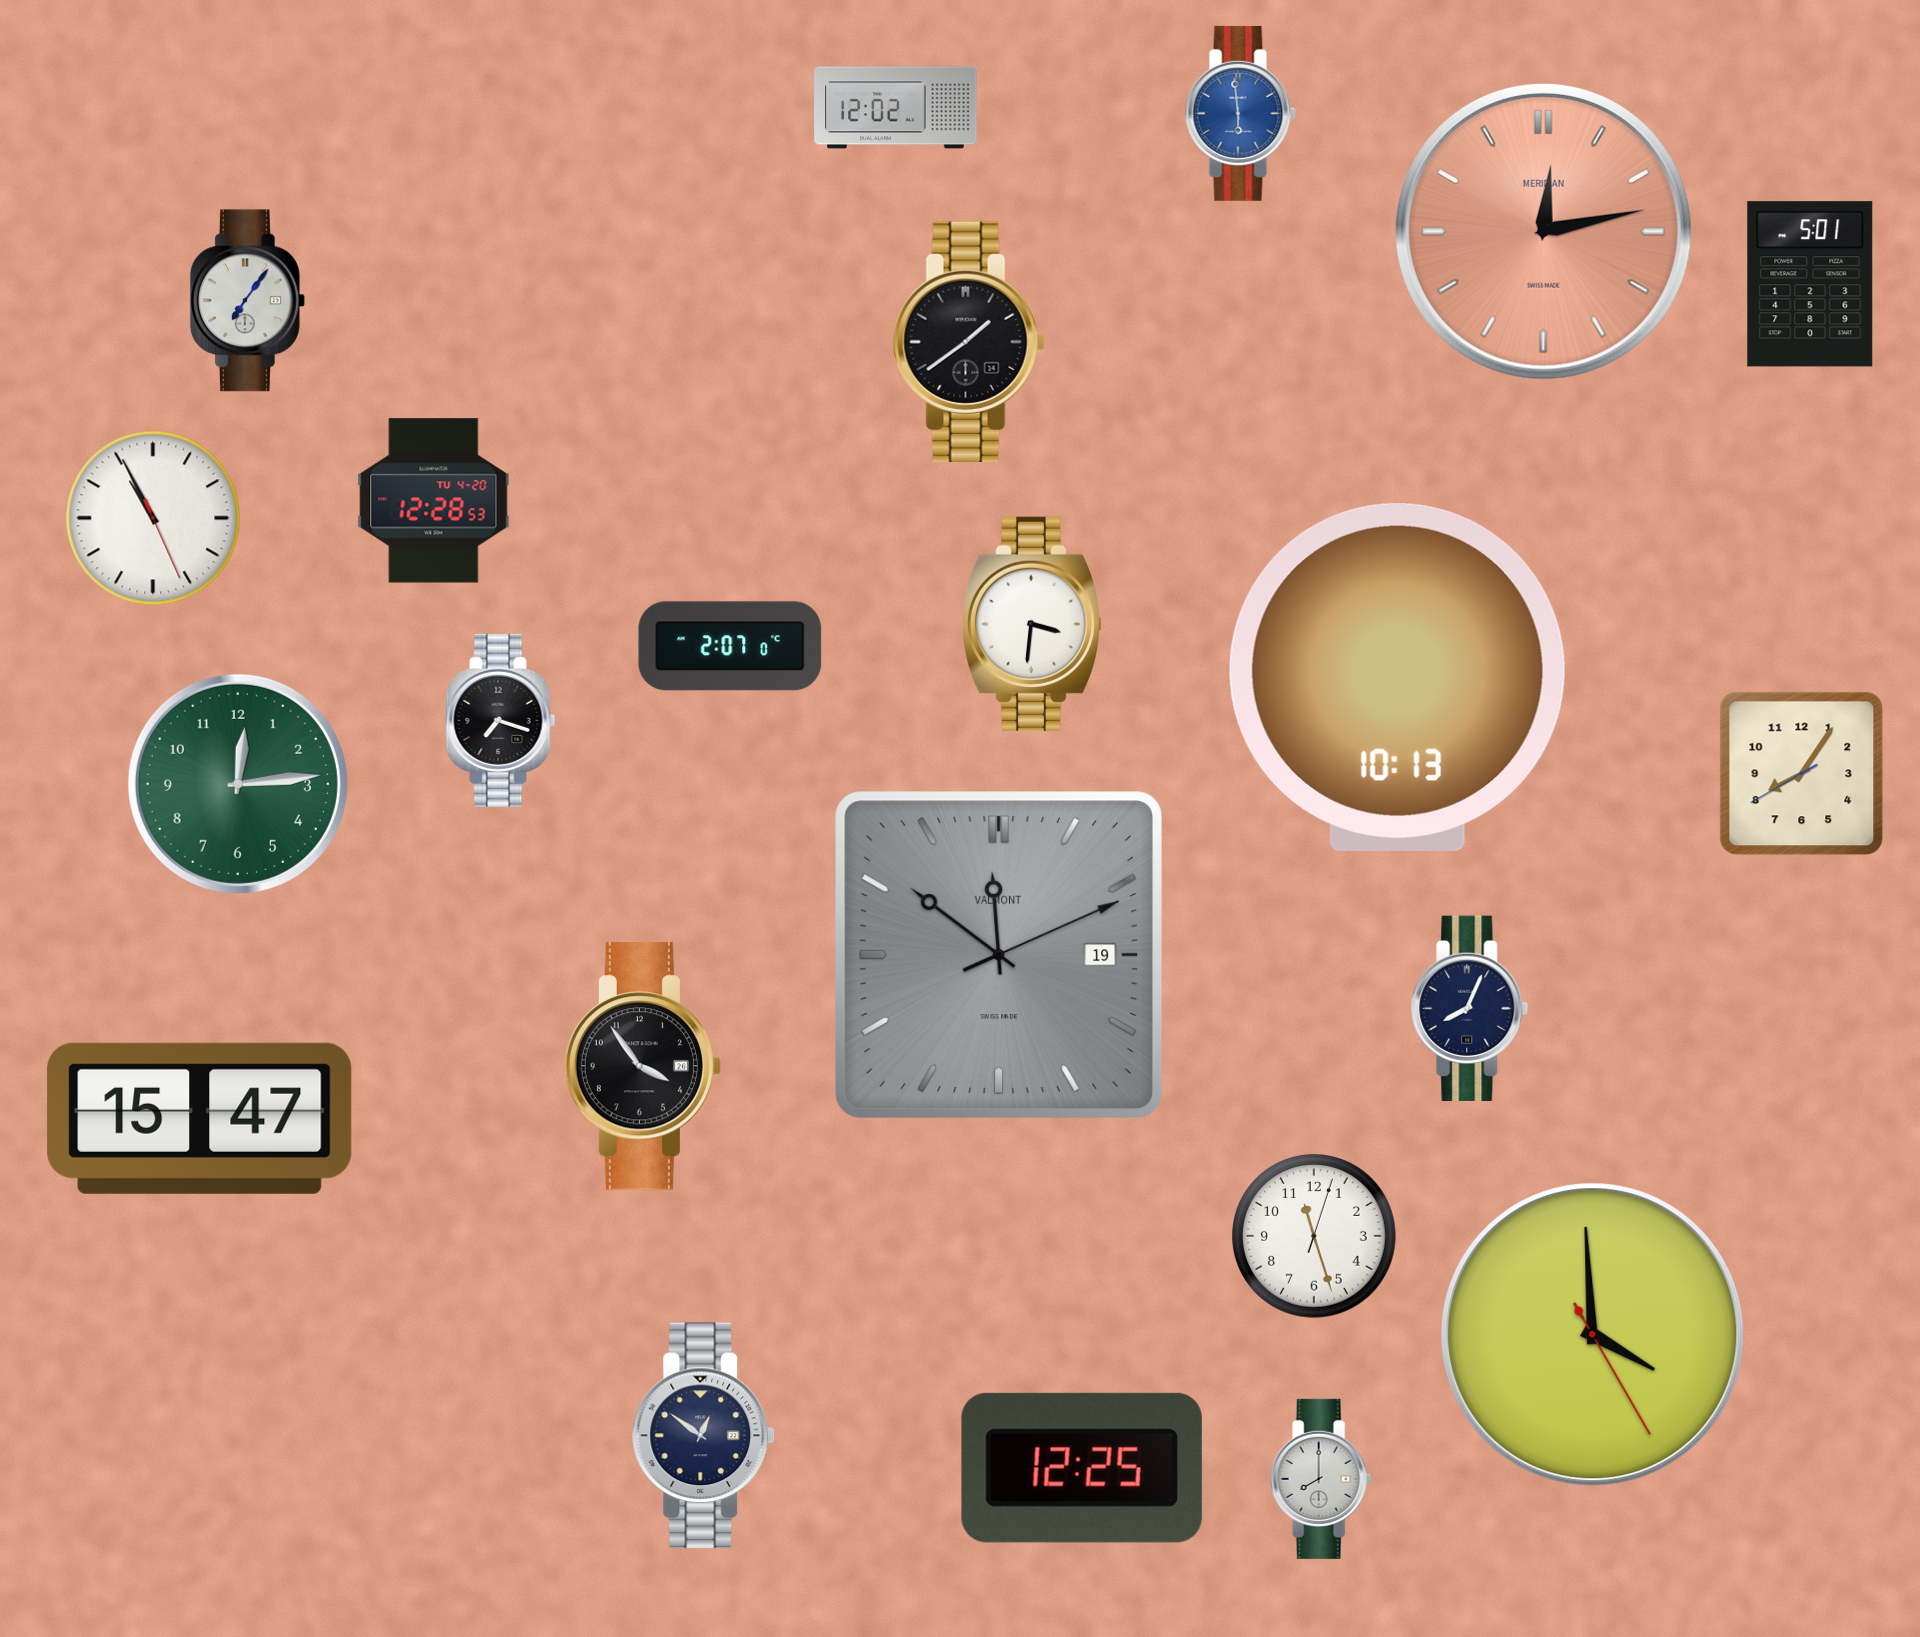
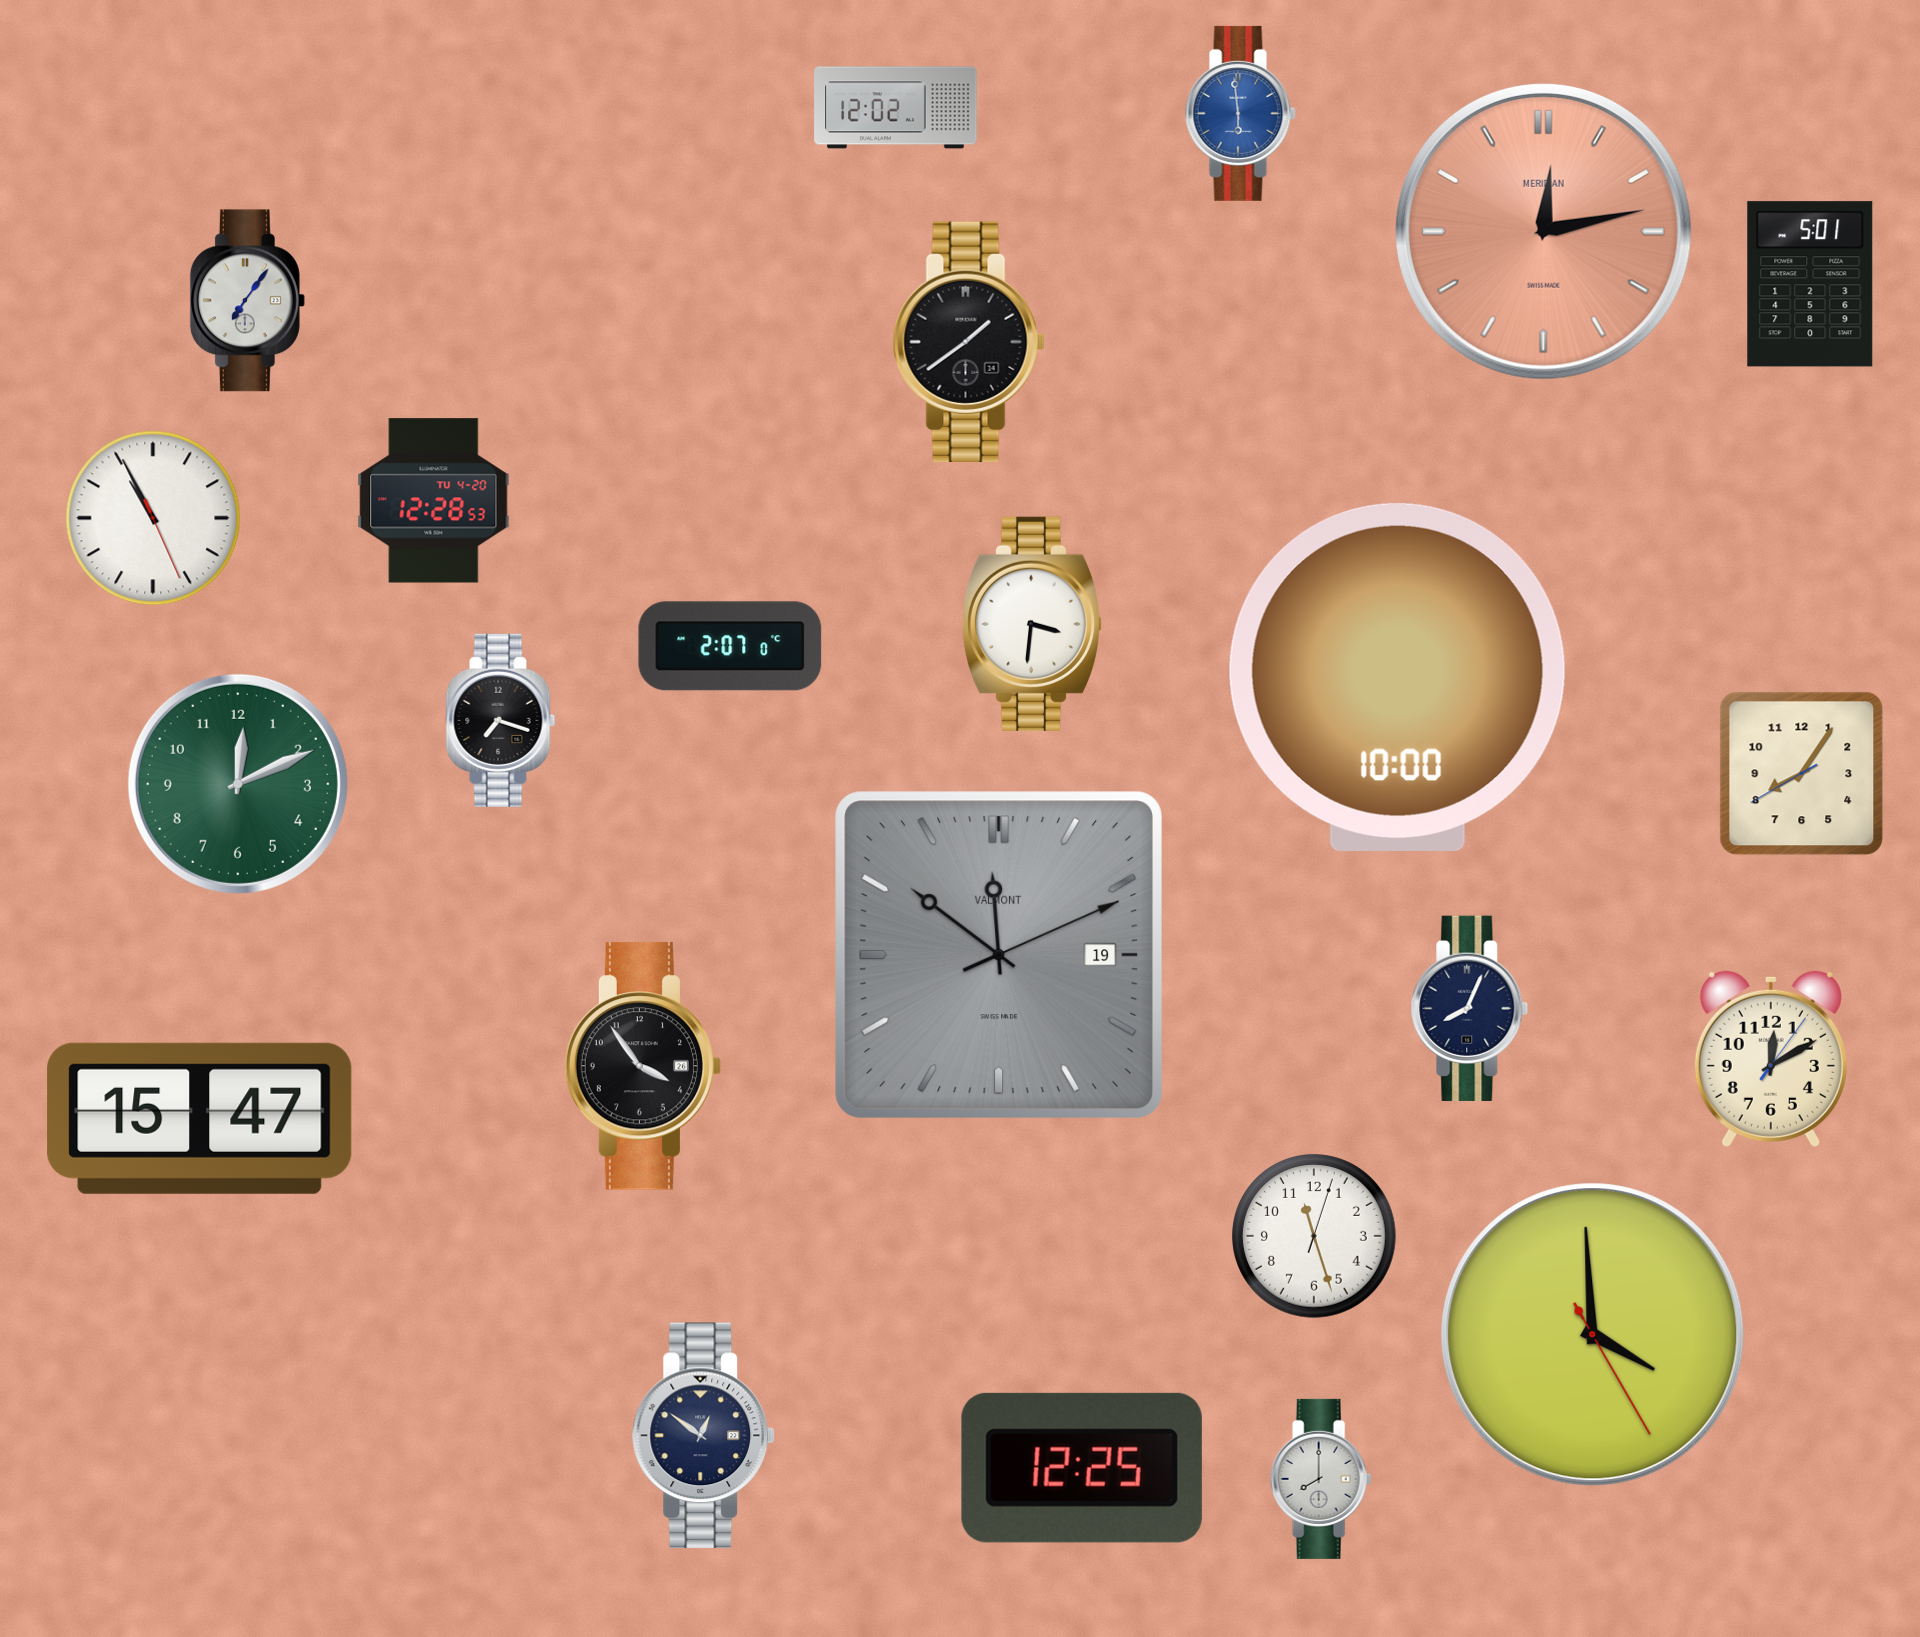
clock at (1397, 677): 10:13 -> 10:00
clock at (238, 784): 12:14 -> 12:11
clock at (1771, 1059): none -> 12:10
